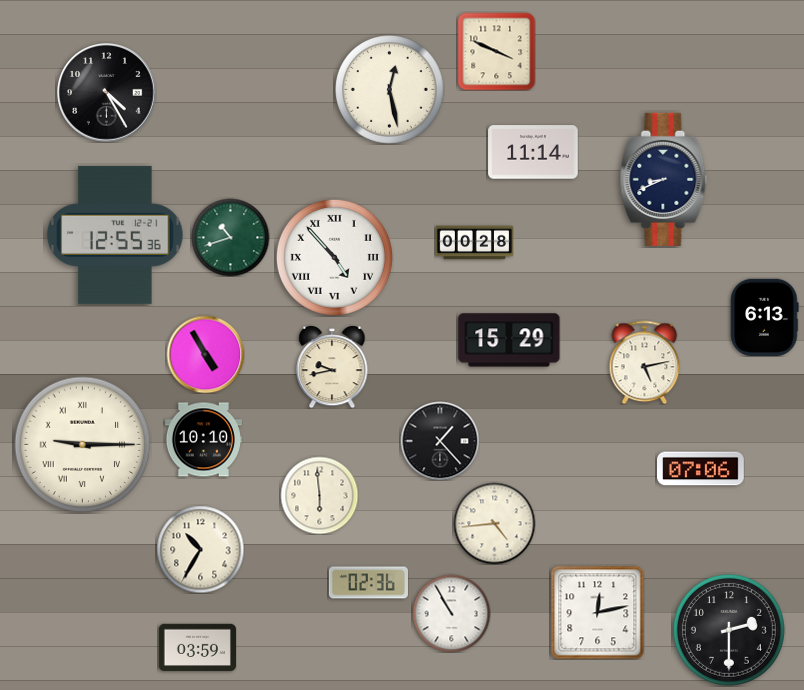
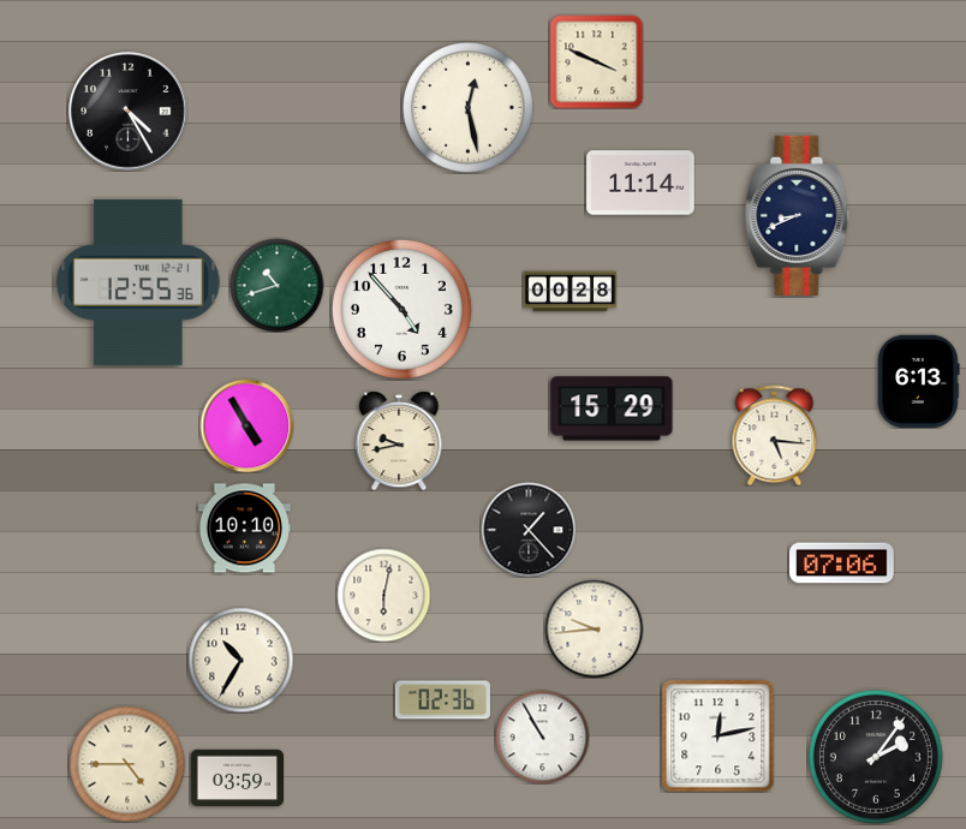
clock at (334, 257) numerals: Roman -> Arabic
clock at (645, 362): 5:13 -> 5:16
clock at (83, 445): 9:15 -> none
clock at (319, 495): 5:59 -> 6:02
clock at (494, 523): 4:44 -> 9:44
clock at (729, 630): 2:30 -> 2:06
clock at (127, 764): none -> 4:45
